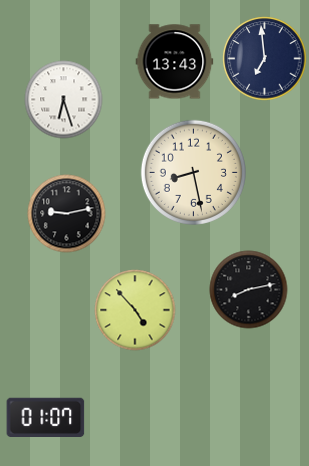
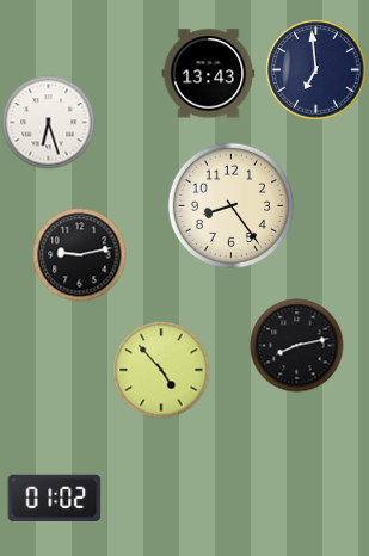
clock at (63, 99) position: (63, 99) -> (48, 122)
clock at (193, 172): 8:28 -> 8:24
clock at (45, 417): 01:07 -> 01:02
